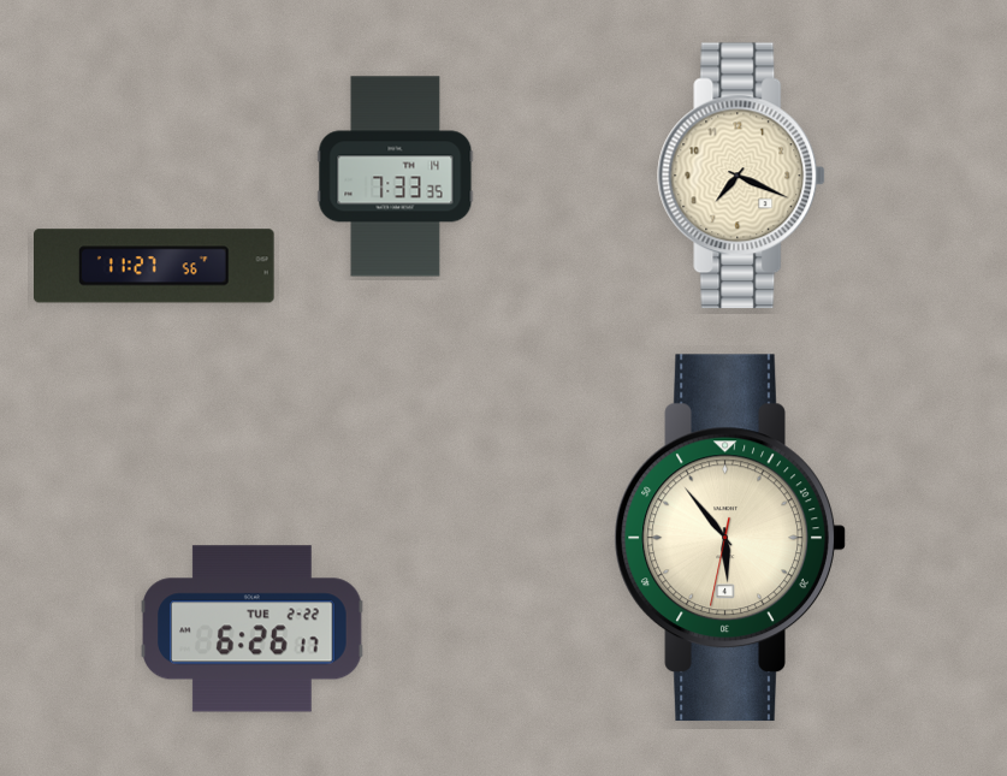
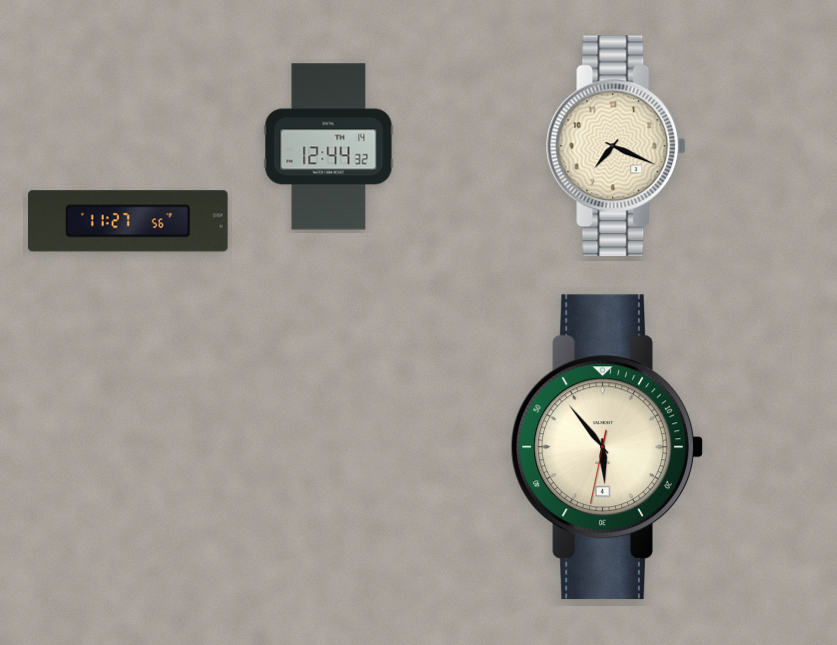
clock at (396, 177): 7:33 -> 12:44
clock at (253, 629): 6:26 -> none
